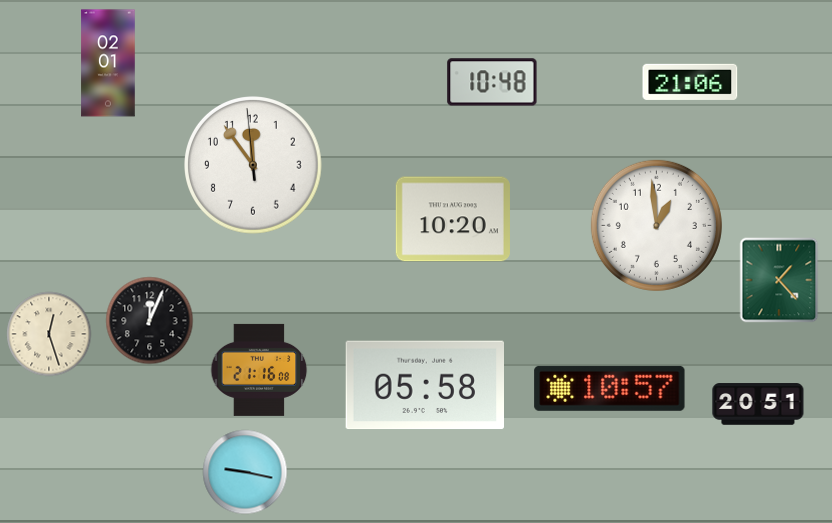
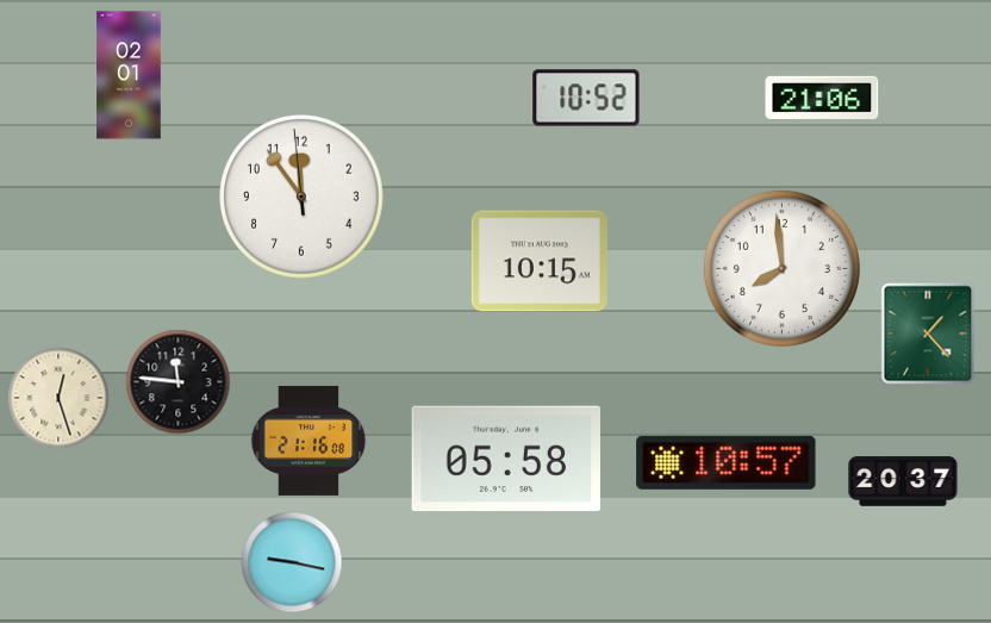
clock at (492, 82): 10:48 -> 10:52
clock at (453, 219): 10:20 -> 10:15
clock at (656, 225): 12:59 -> 7:59
clock at (150, 321): 12:04 -> 11:46
clock at (758, 404): 20:51 -> 20:37
